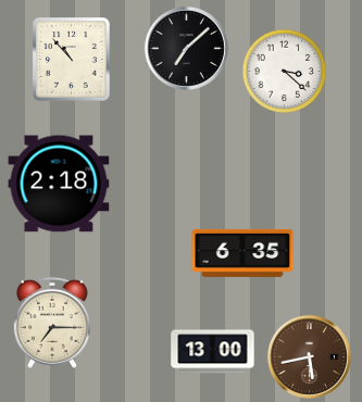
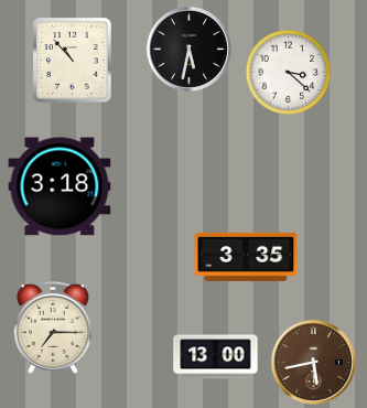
clock at (186, 48): 7:08 -> 5:32
clock at (59, 184): 2:18 -> 3:18
clock at (242, 253): 6:35 -> 3:35
